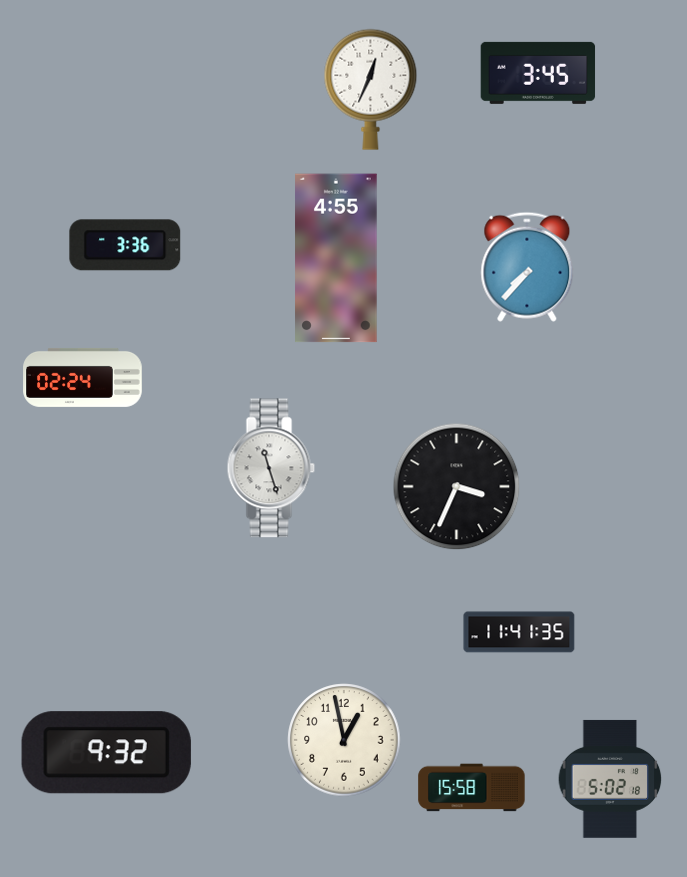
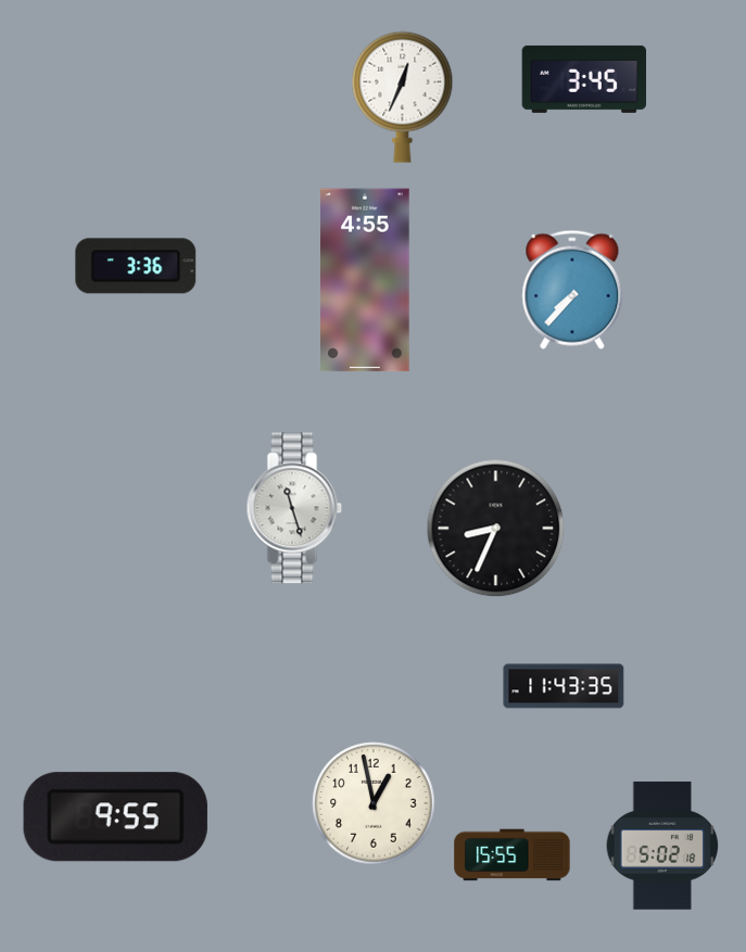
clock at (83, 377): 02:24 -> none
clock at (457, 487): 3:34 -> 8:34
clock at (519, 632): 11:41 -> 11:43
clock at (106, 753): 9:32 -> 9:55
clock at (472, 788): 15:58 -> 15:55
